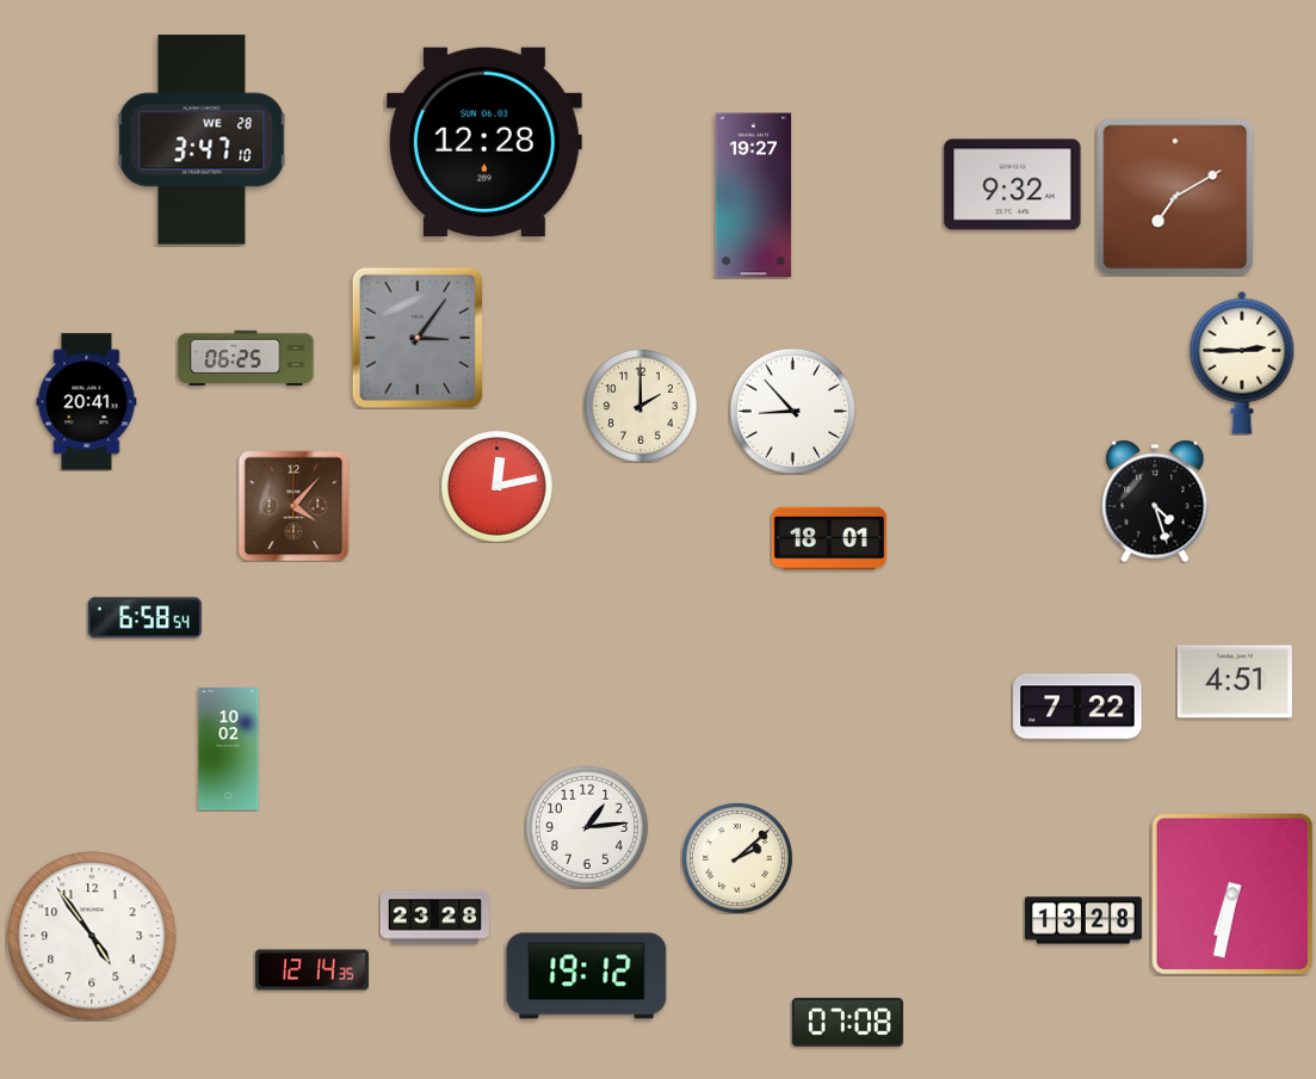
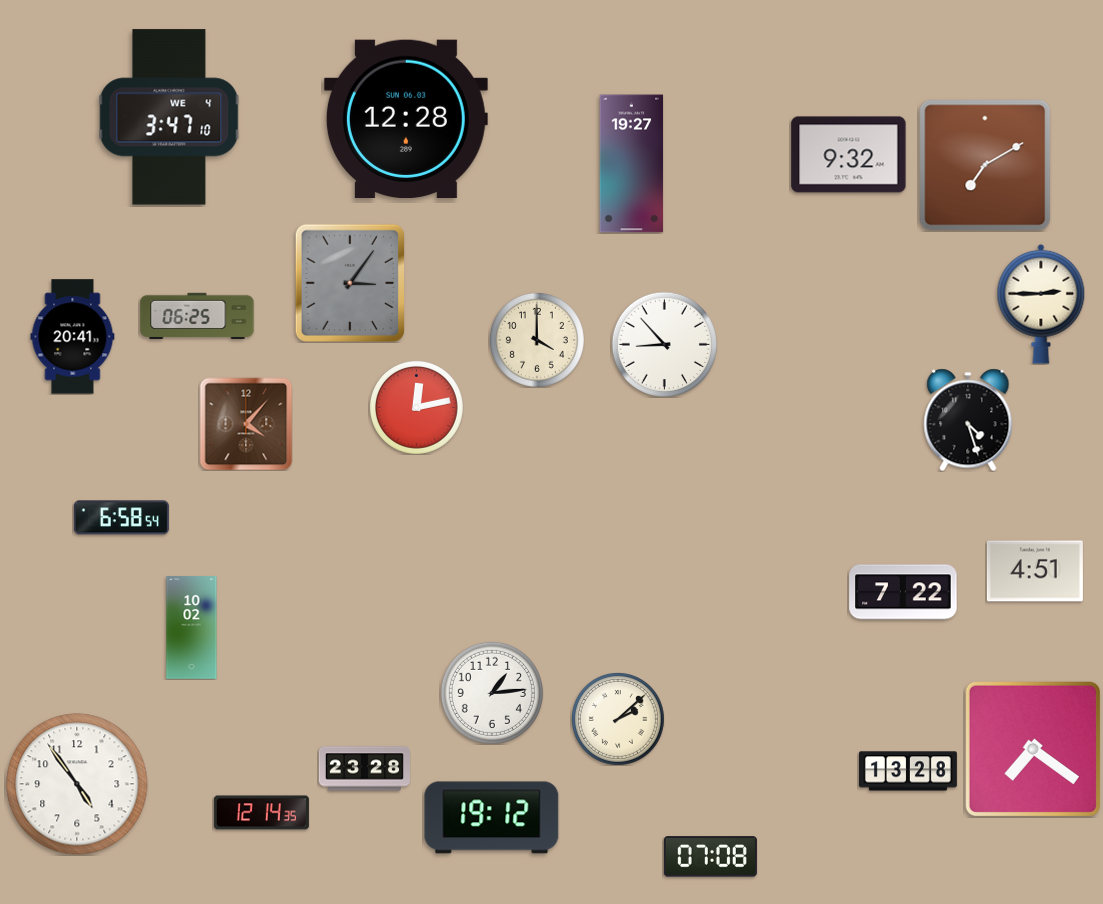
clock at (202, 140) date: WE 28 -> WE 4
clock at (246, 357) position: (246, 357) -> (197, 315)
clock at (641, 406): 2:00 -> 4:00
clock at (829, 538): 18:01 -> none
clock at (1231, 893): 6:32 -> 7:21
